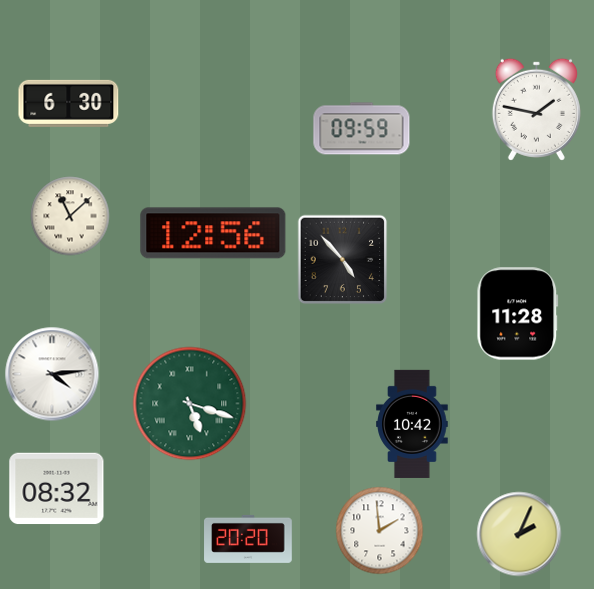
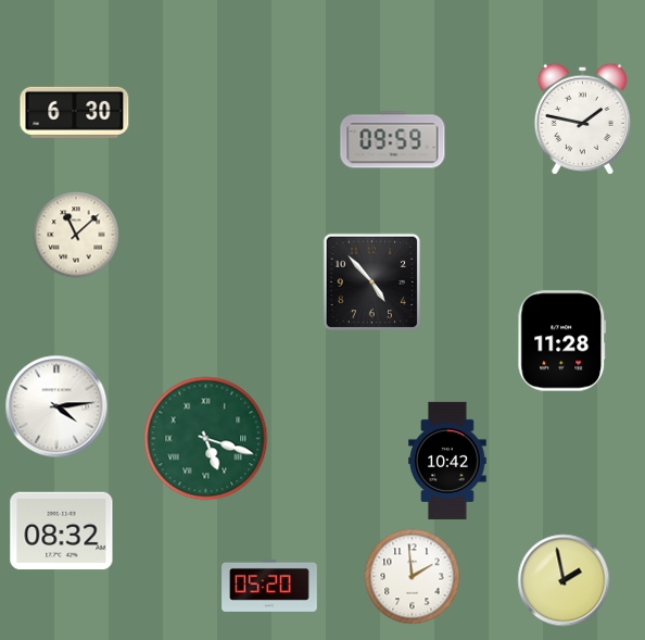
clock at (213, 233): 12:56 -> none
clock at (519, 534): 2:04 -> 1:58
clock at (248, 539): 20:20 -> 05:20
